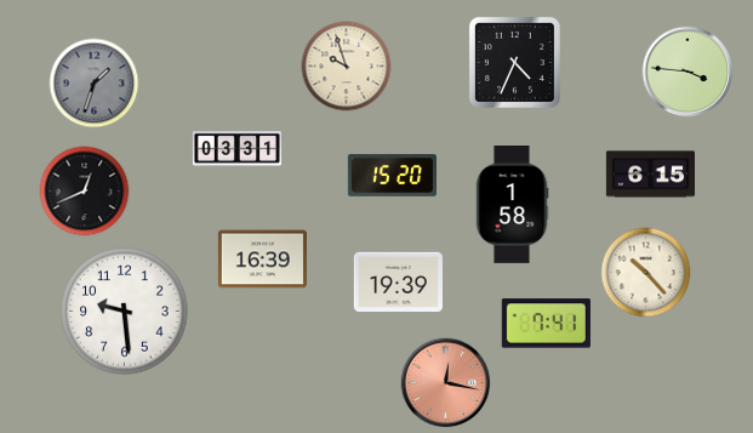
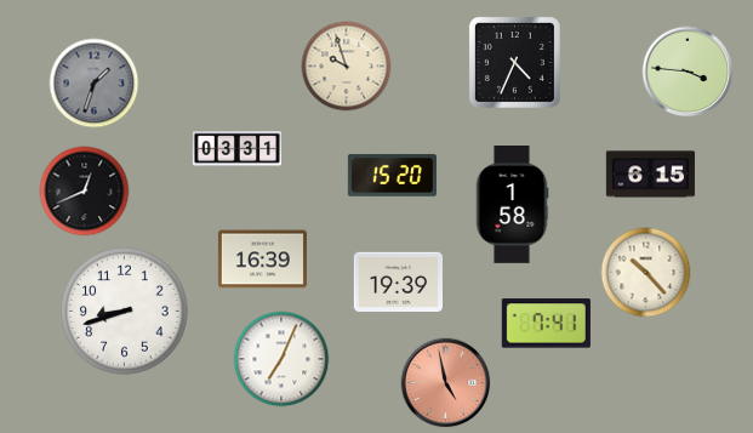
clock at (125, 312): 9:29 -> 8:42
clock at (281, 359): none -> 7:04
clock at (446, 383): 12:17 -> 4:58
